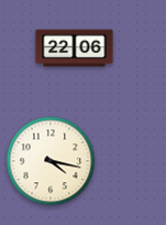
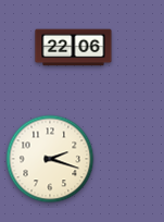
clock at (51, 161): 4:17 -> 2:18
